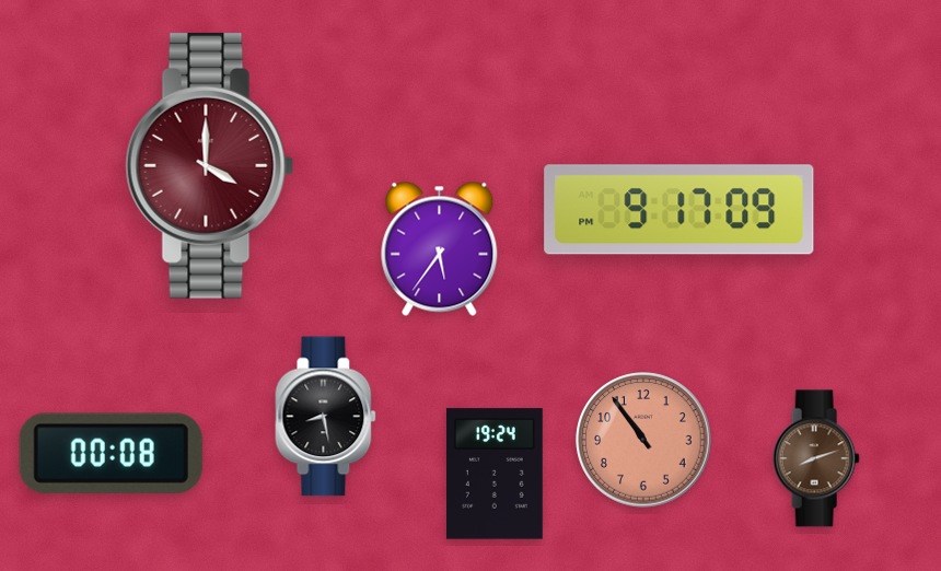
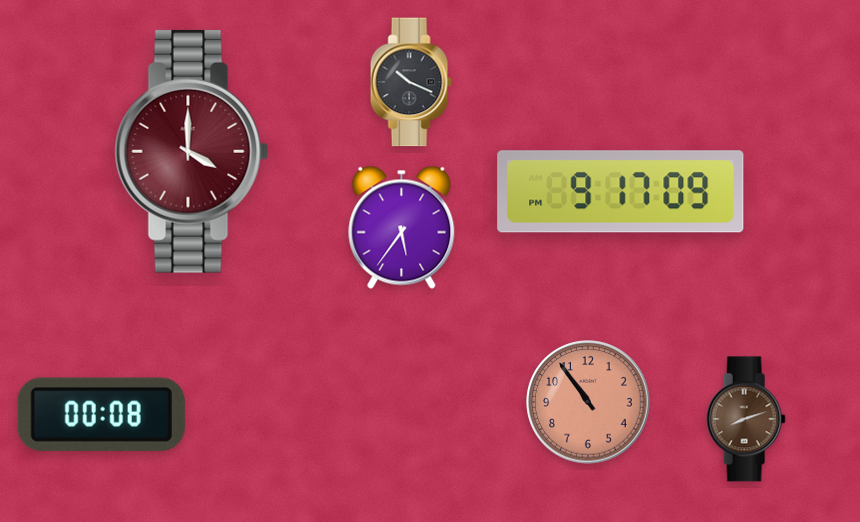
clock at (411, 82): none -> 10:19
clock at (326, 417): 8:28 -> none
clock at (495, 474): 19:24 -> none
